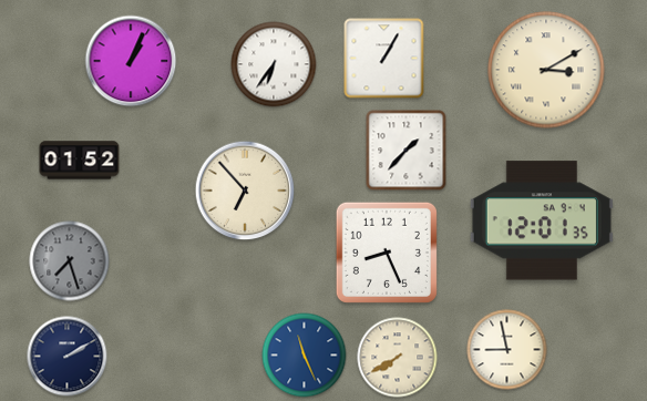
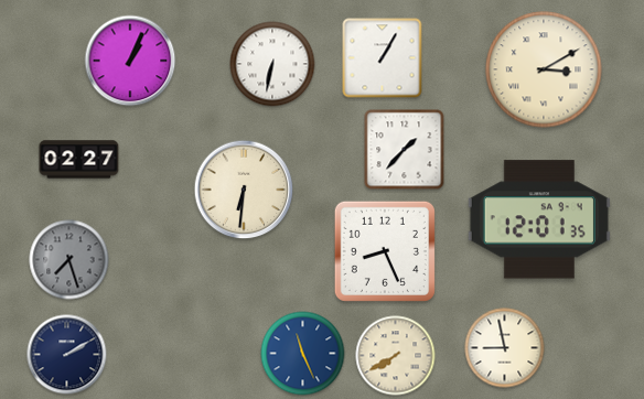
clock at (274, 64): 6:36 -> 6:32
clock at (80, 161): 01:52 -> 02:27
clock at (245, 191): 6:53 -> 6:31
